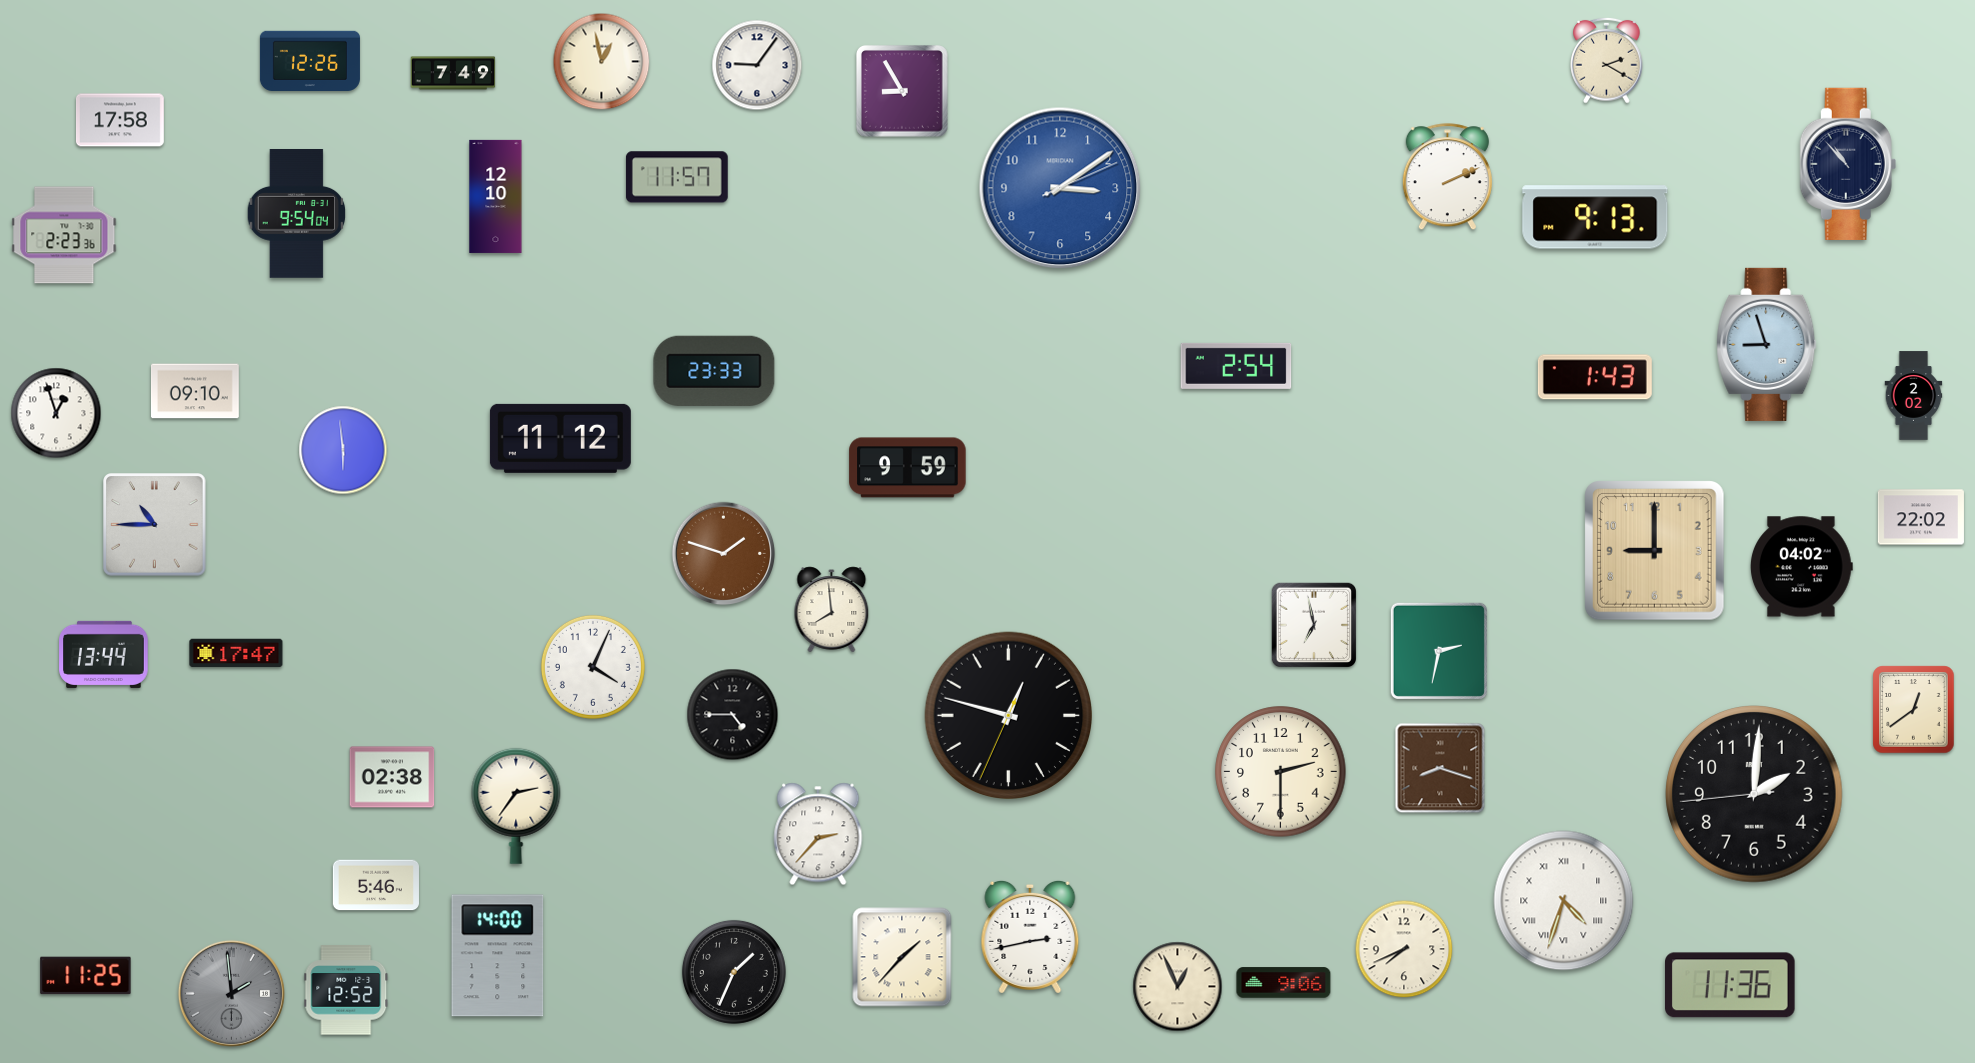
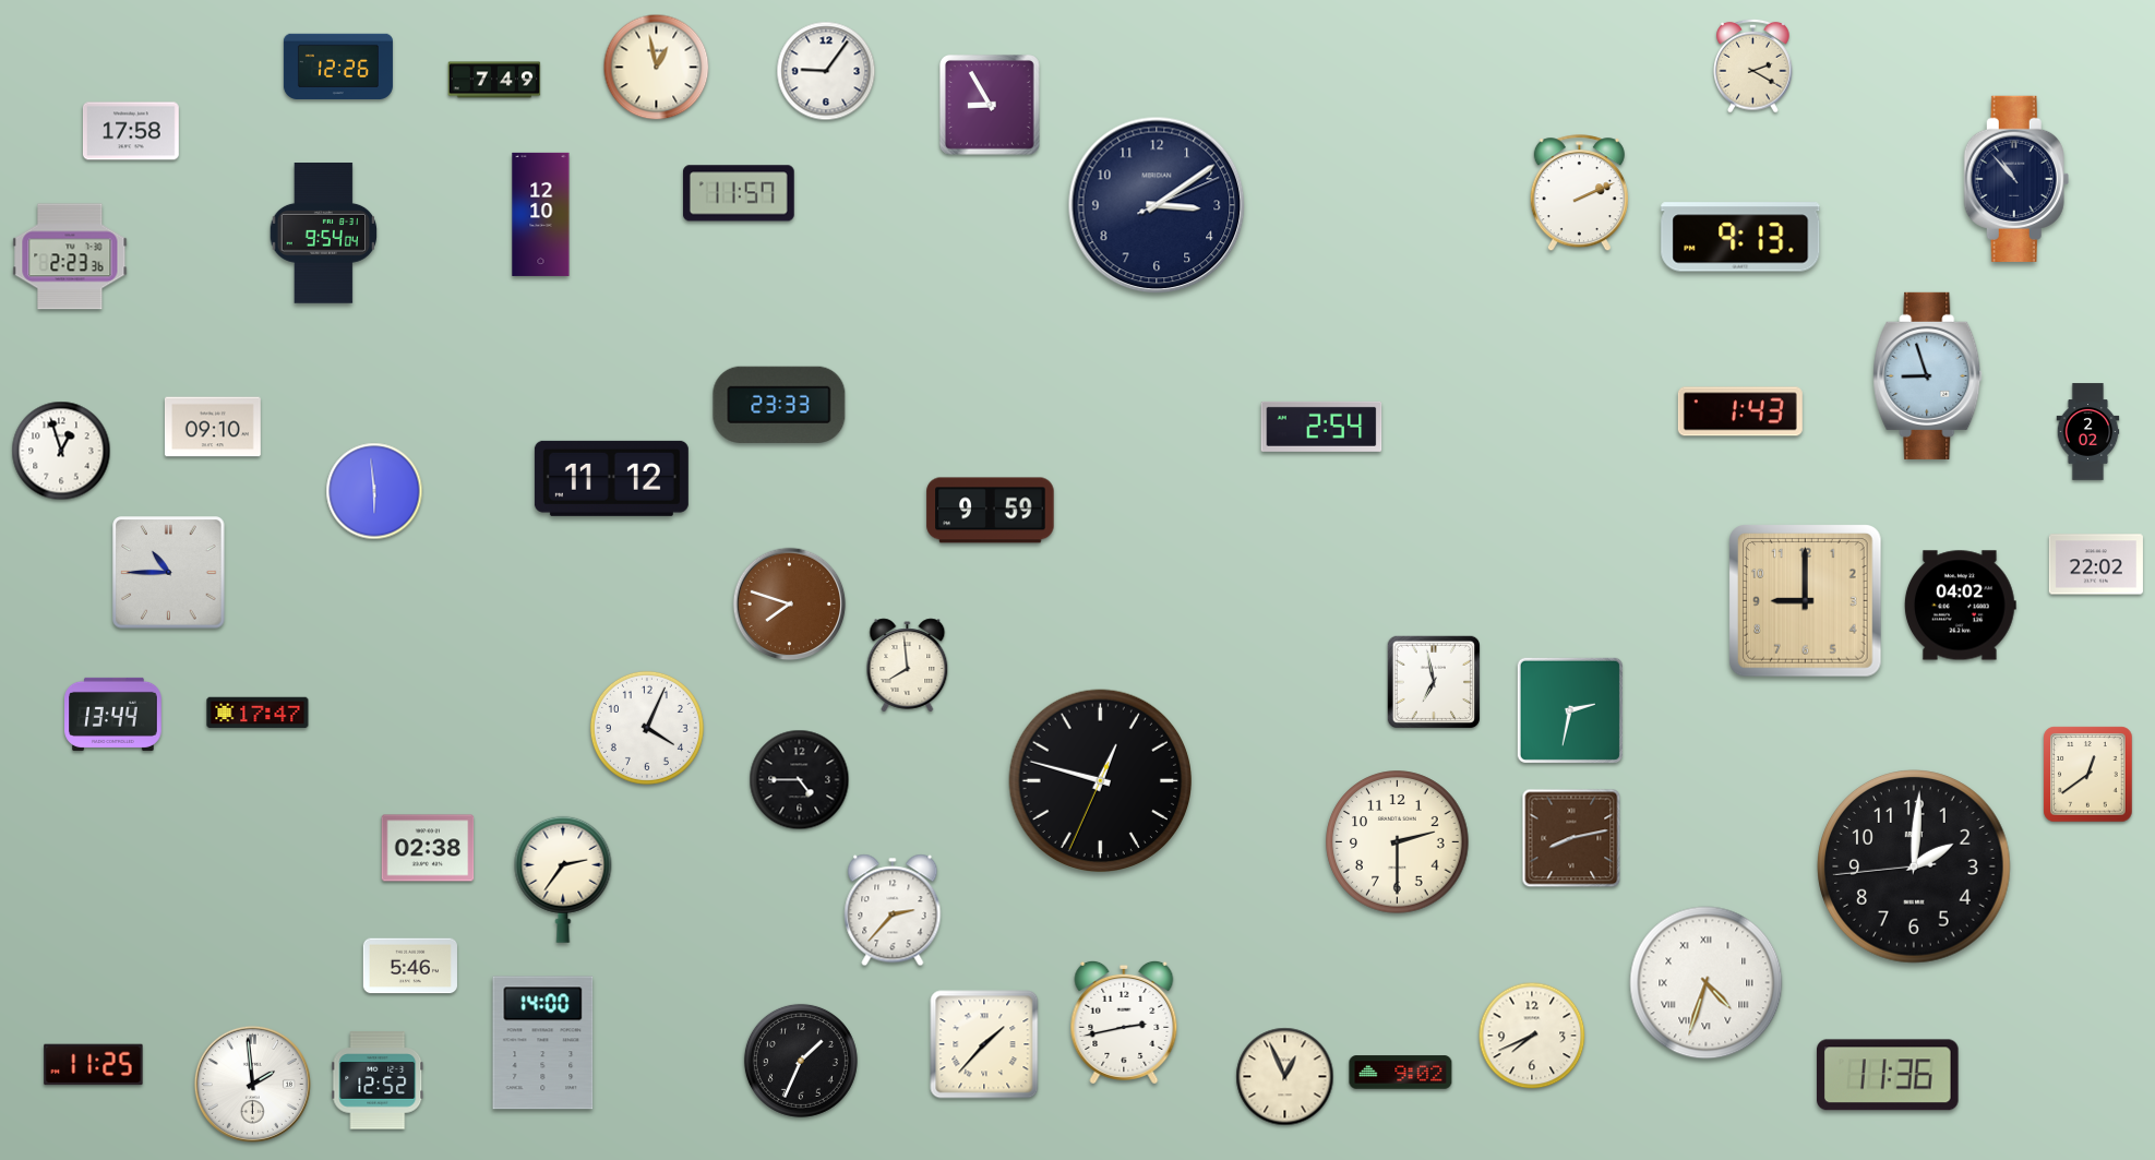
clock at (903, 92) position: (903, 92) -> (991, 106)
clock at (1060, 188) dial: blue -> navy
clock at (1236, 366) position: (1236, 366) -> (1321, 427)
clock at (724, 554): 1:48 -> 7:48
clock at (1802, 567) position: (1802, 567) -> (1961, 606)
clock at (1440, 768): 8:18 -> 8:13
clock at (1284, 983): 9:06 -> 9:02
clock at (231, 993) dial: grey -> white
